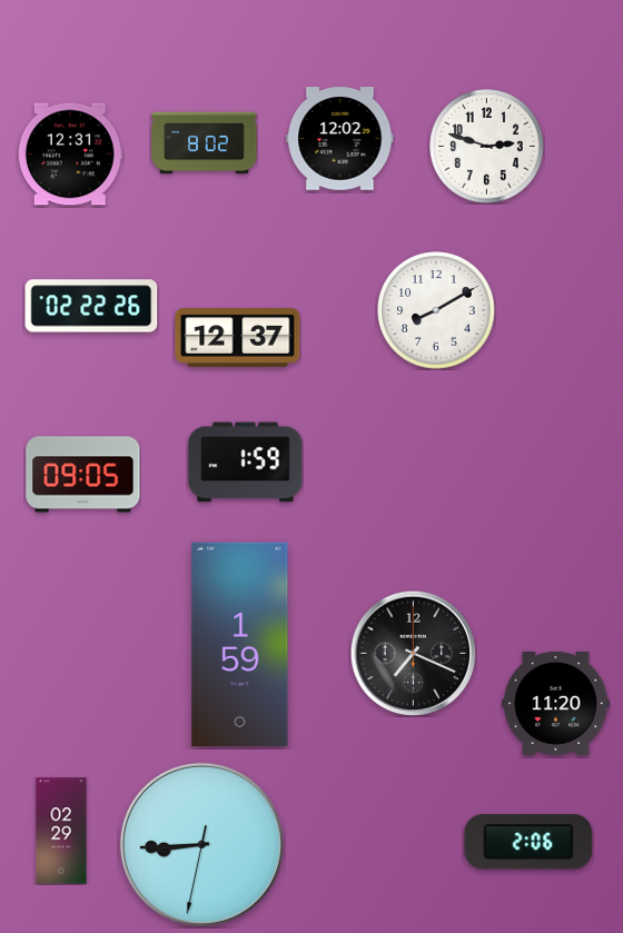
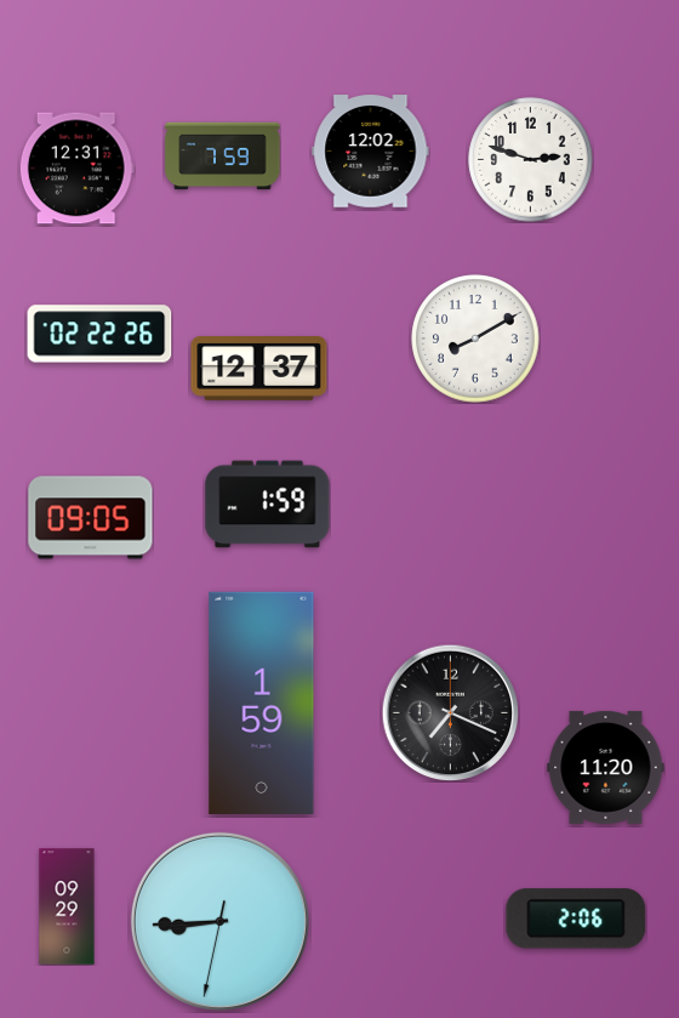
clock at (205, 143): 8:02 -> 7:59
clock at (61, 831): 02:29 -> 09:29
